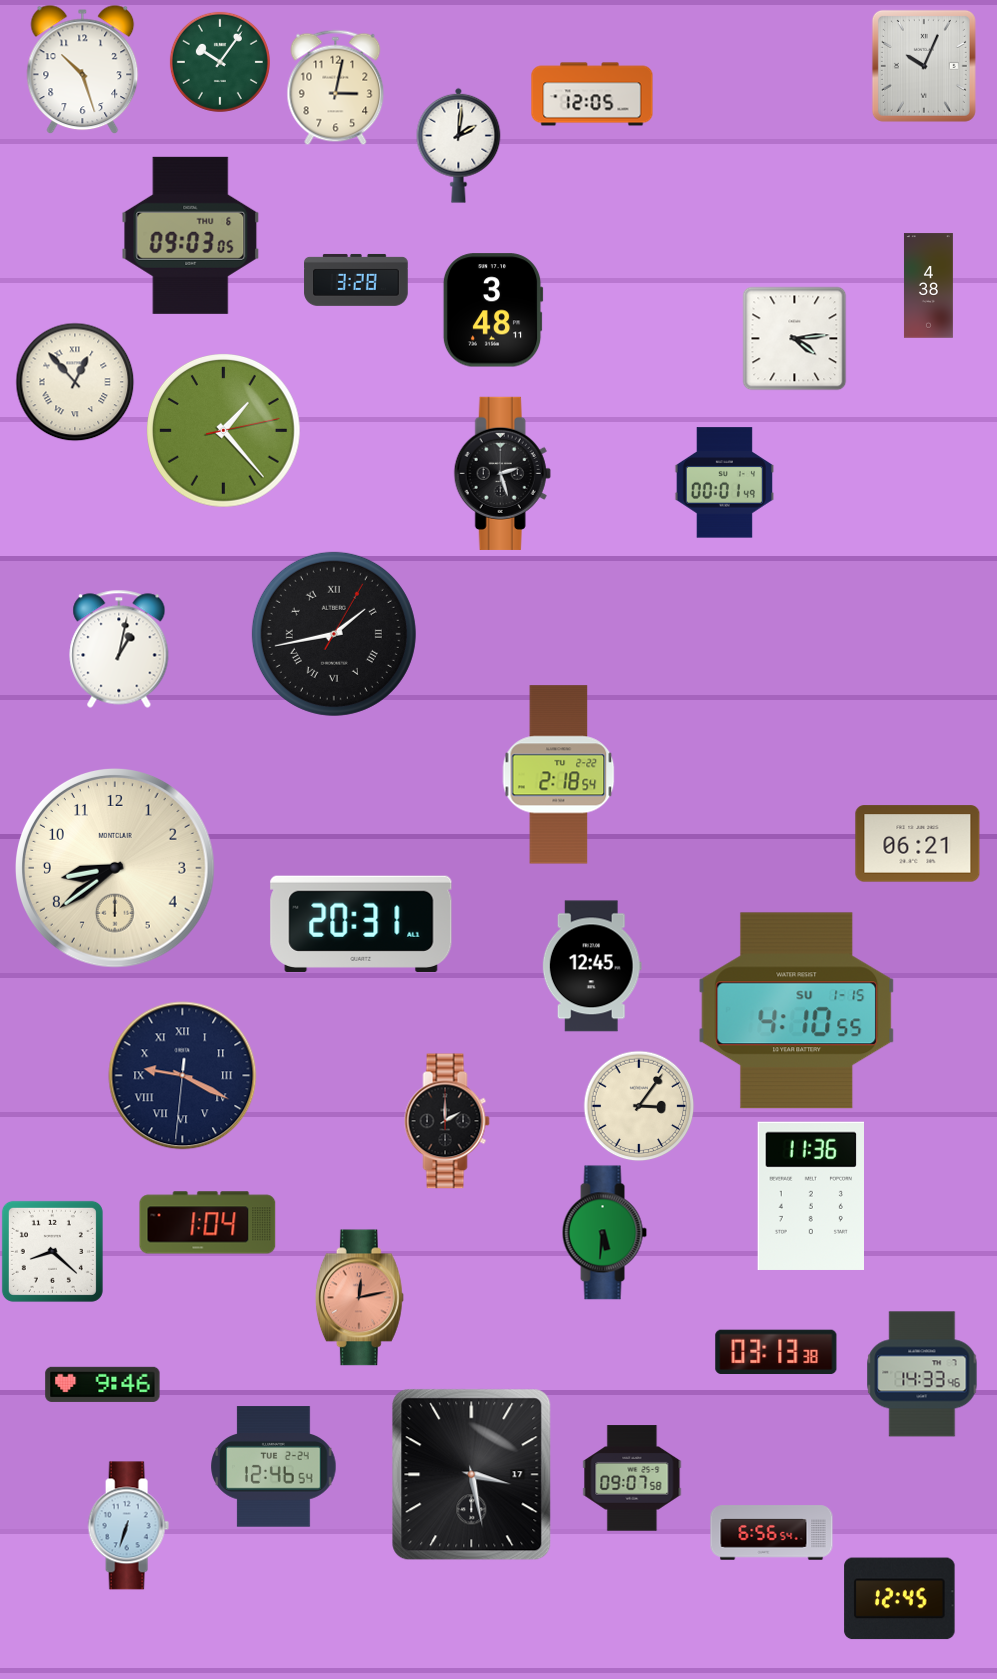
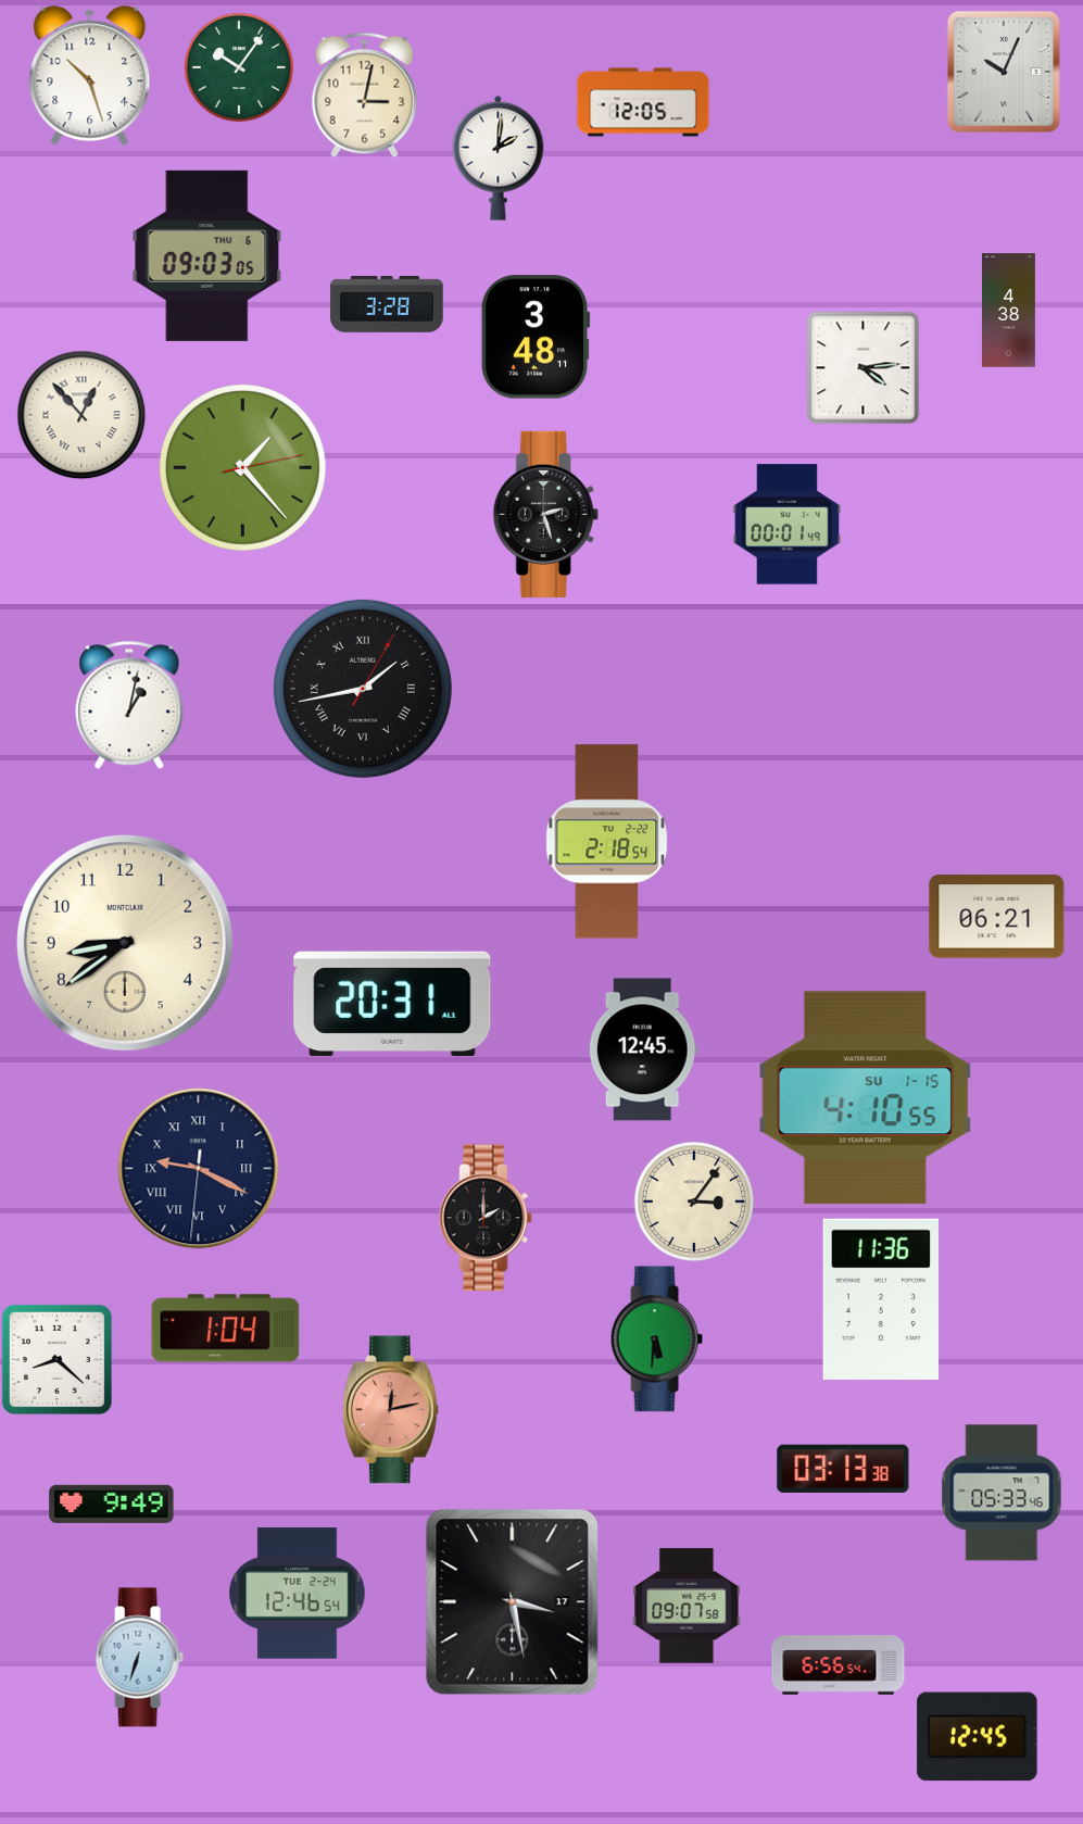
clock at (922, 1374): 14:33 -> 05:33
clock at (103, 1384): 9:46 -> 9:49
